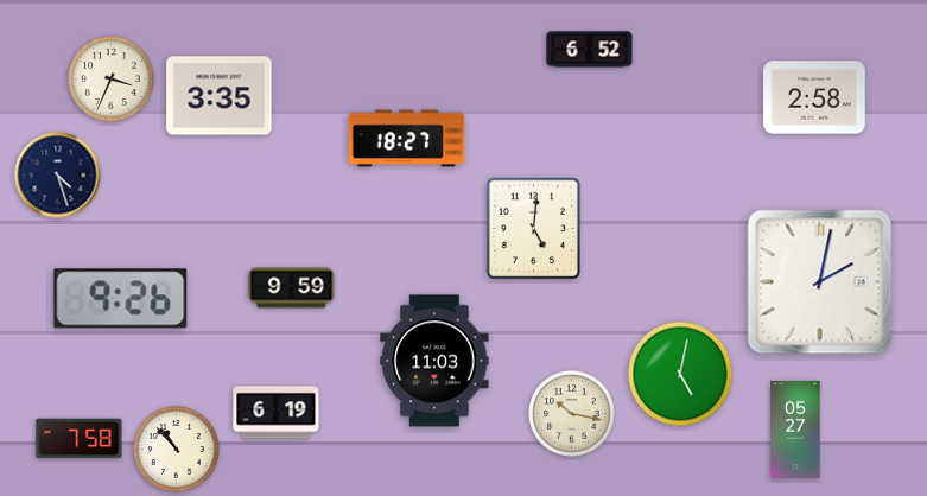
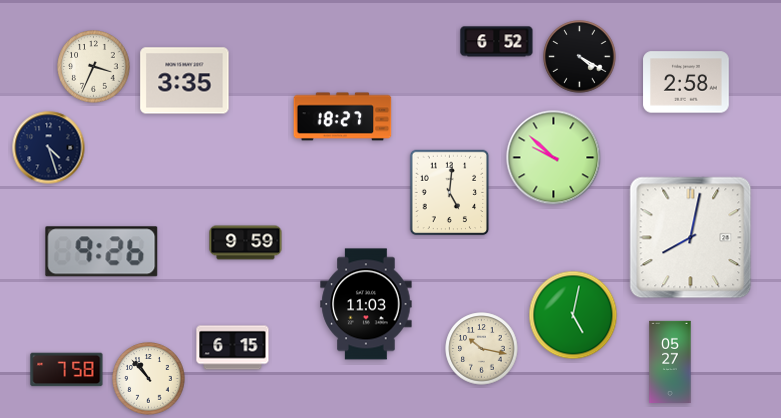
clock at (580, 57): none -> 4:20
clock at (554, 158): none -> 9:52
clock at (820, 282): 2:02 -> 8:02
clock at (277, 413): 6:19 -> 6:15
